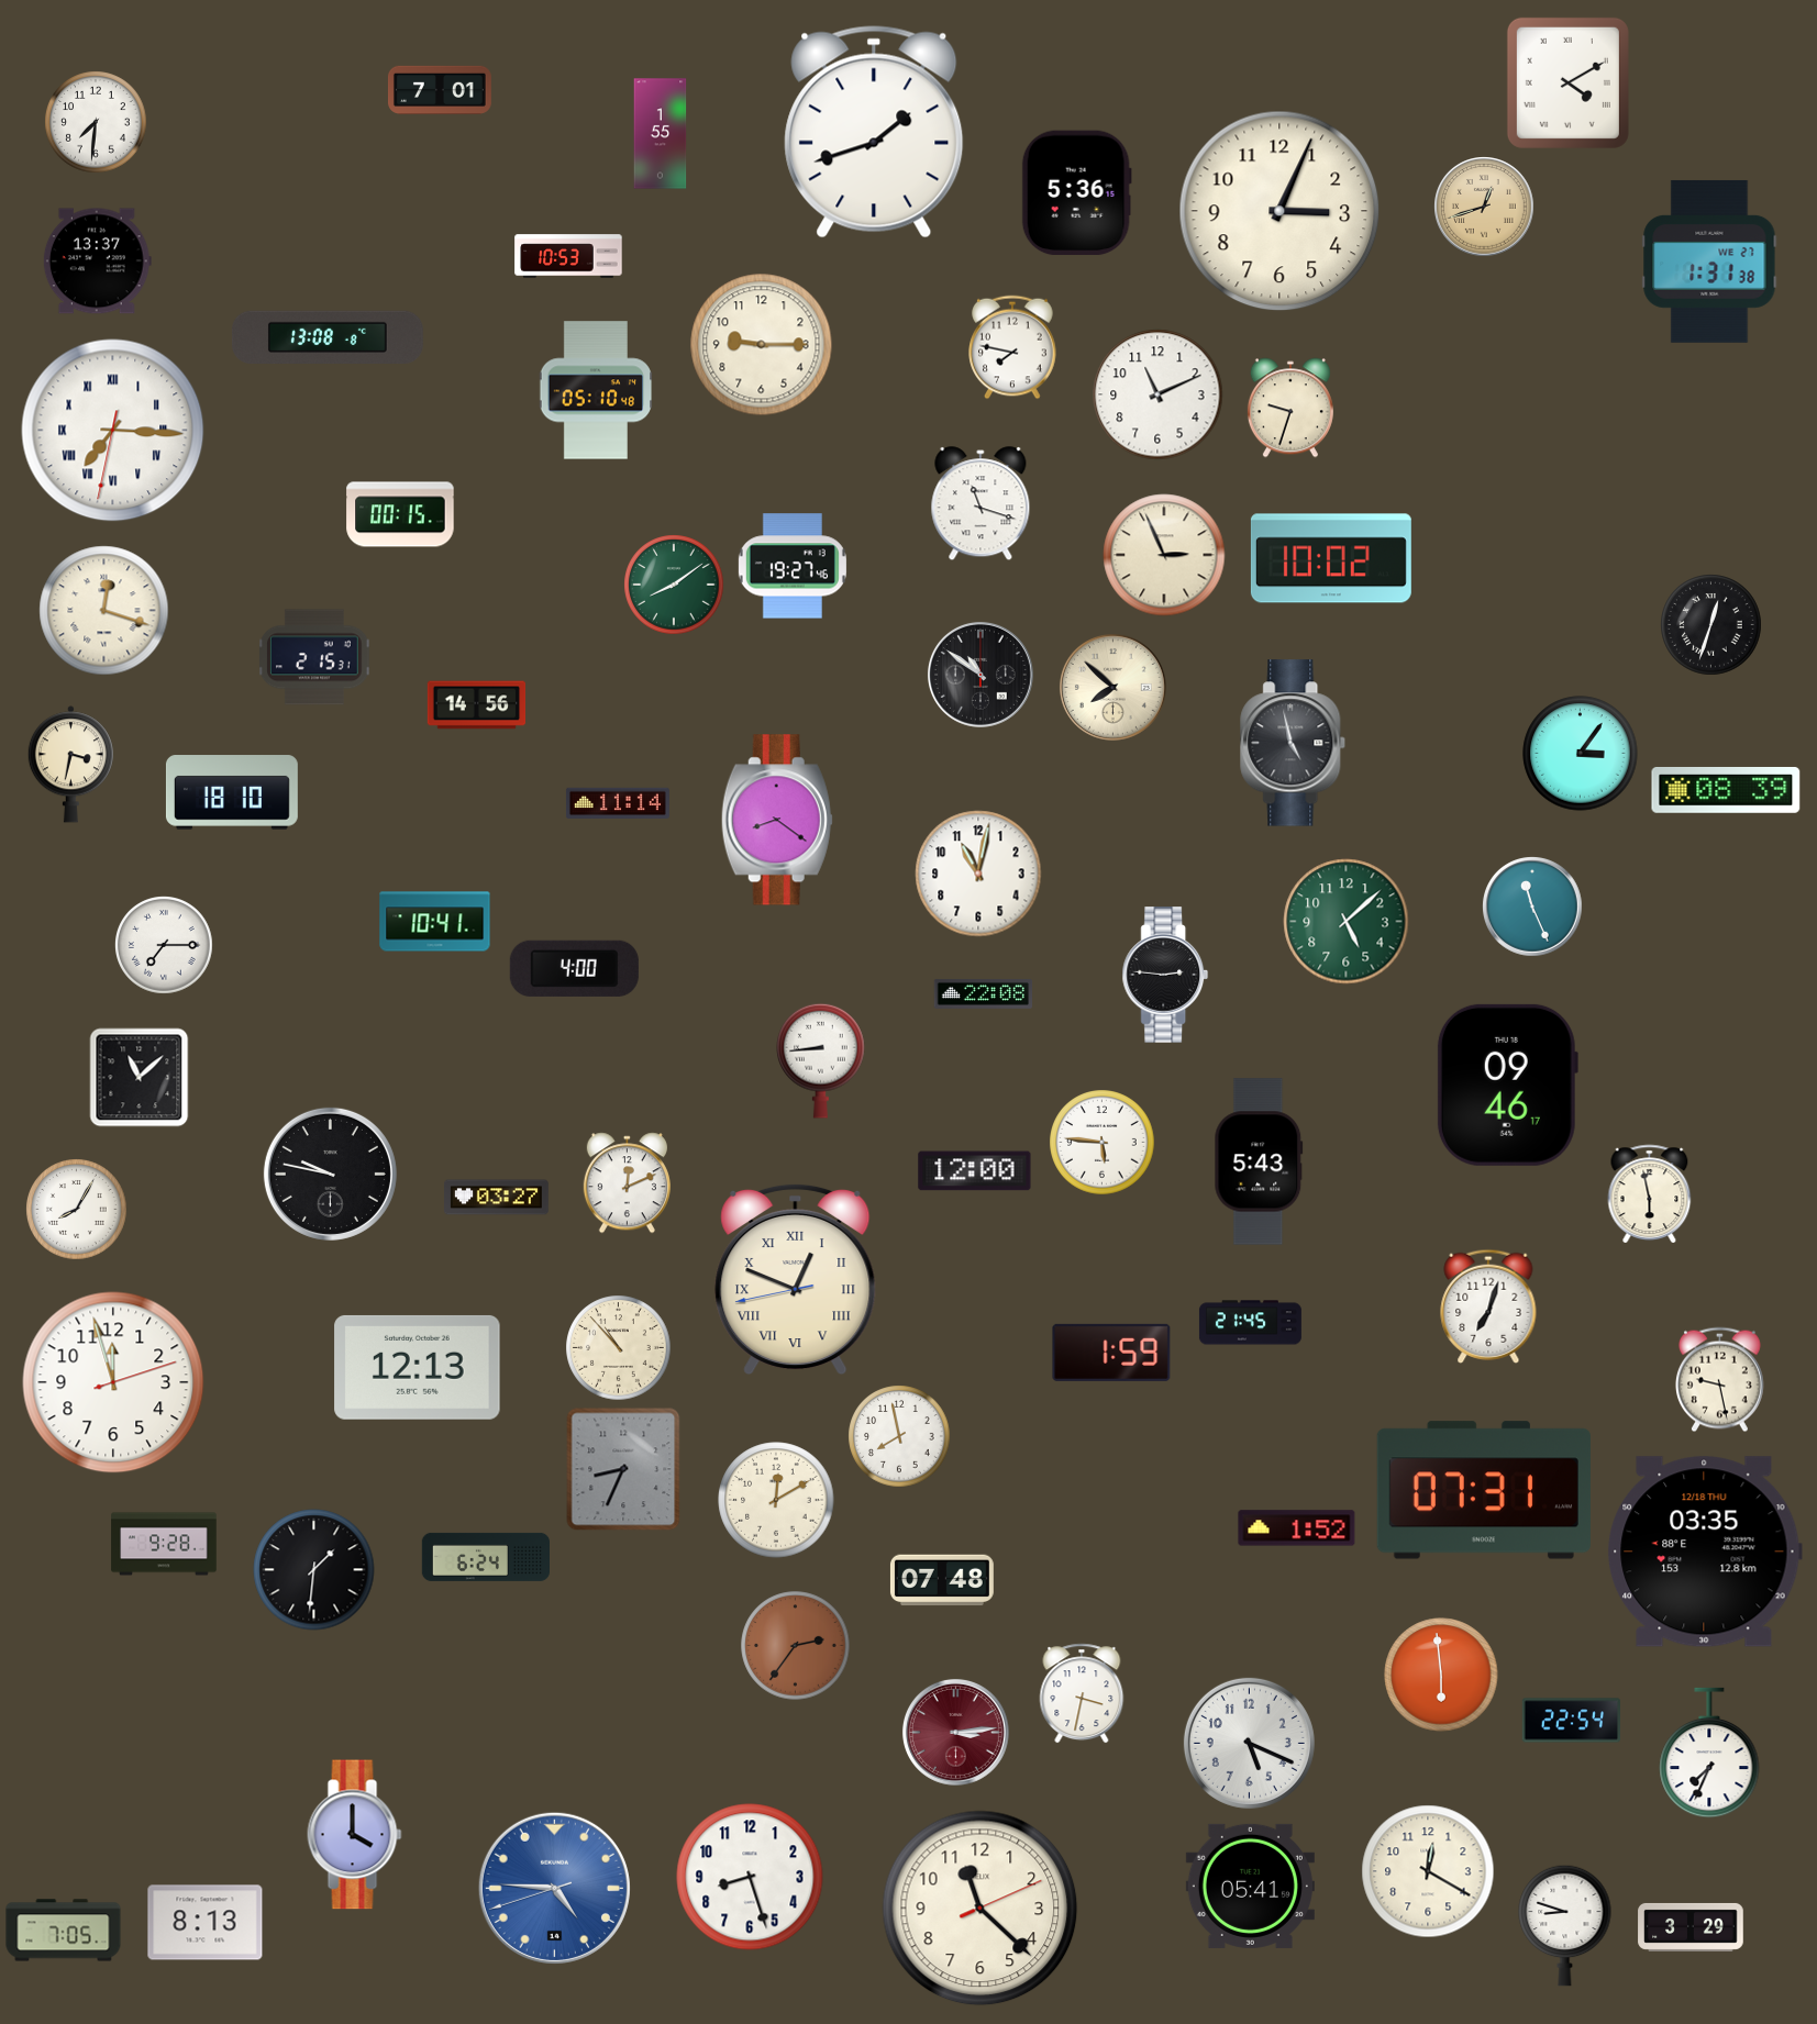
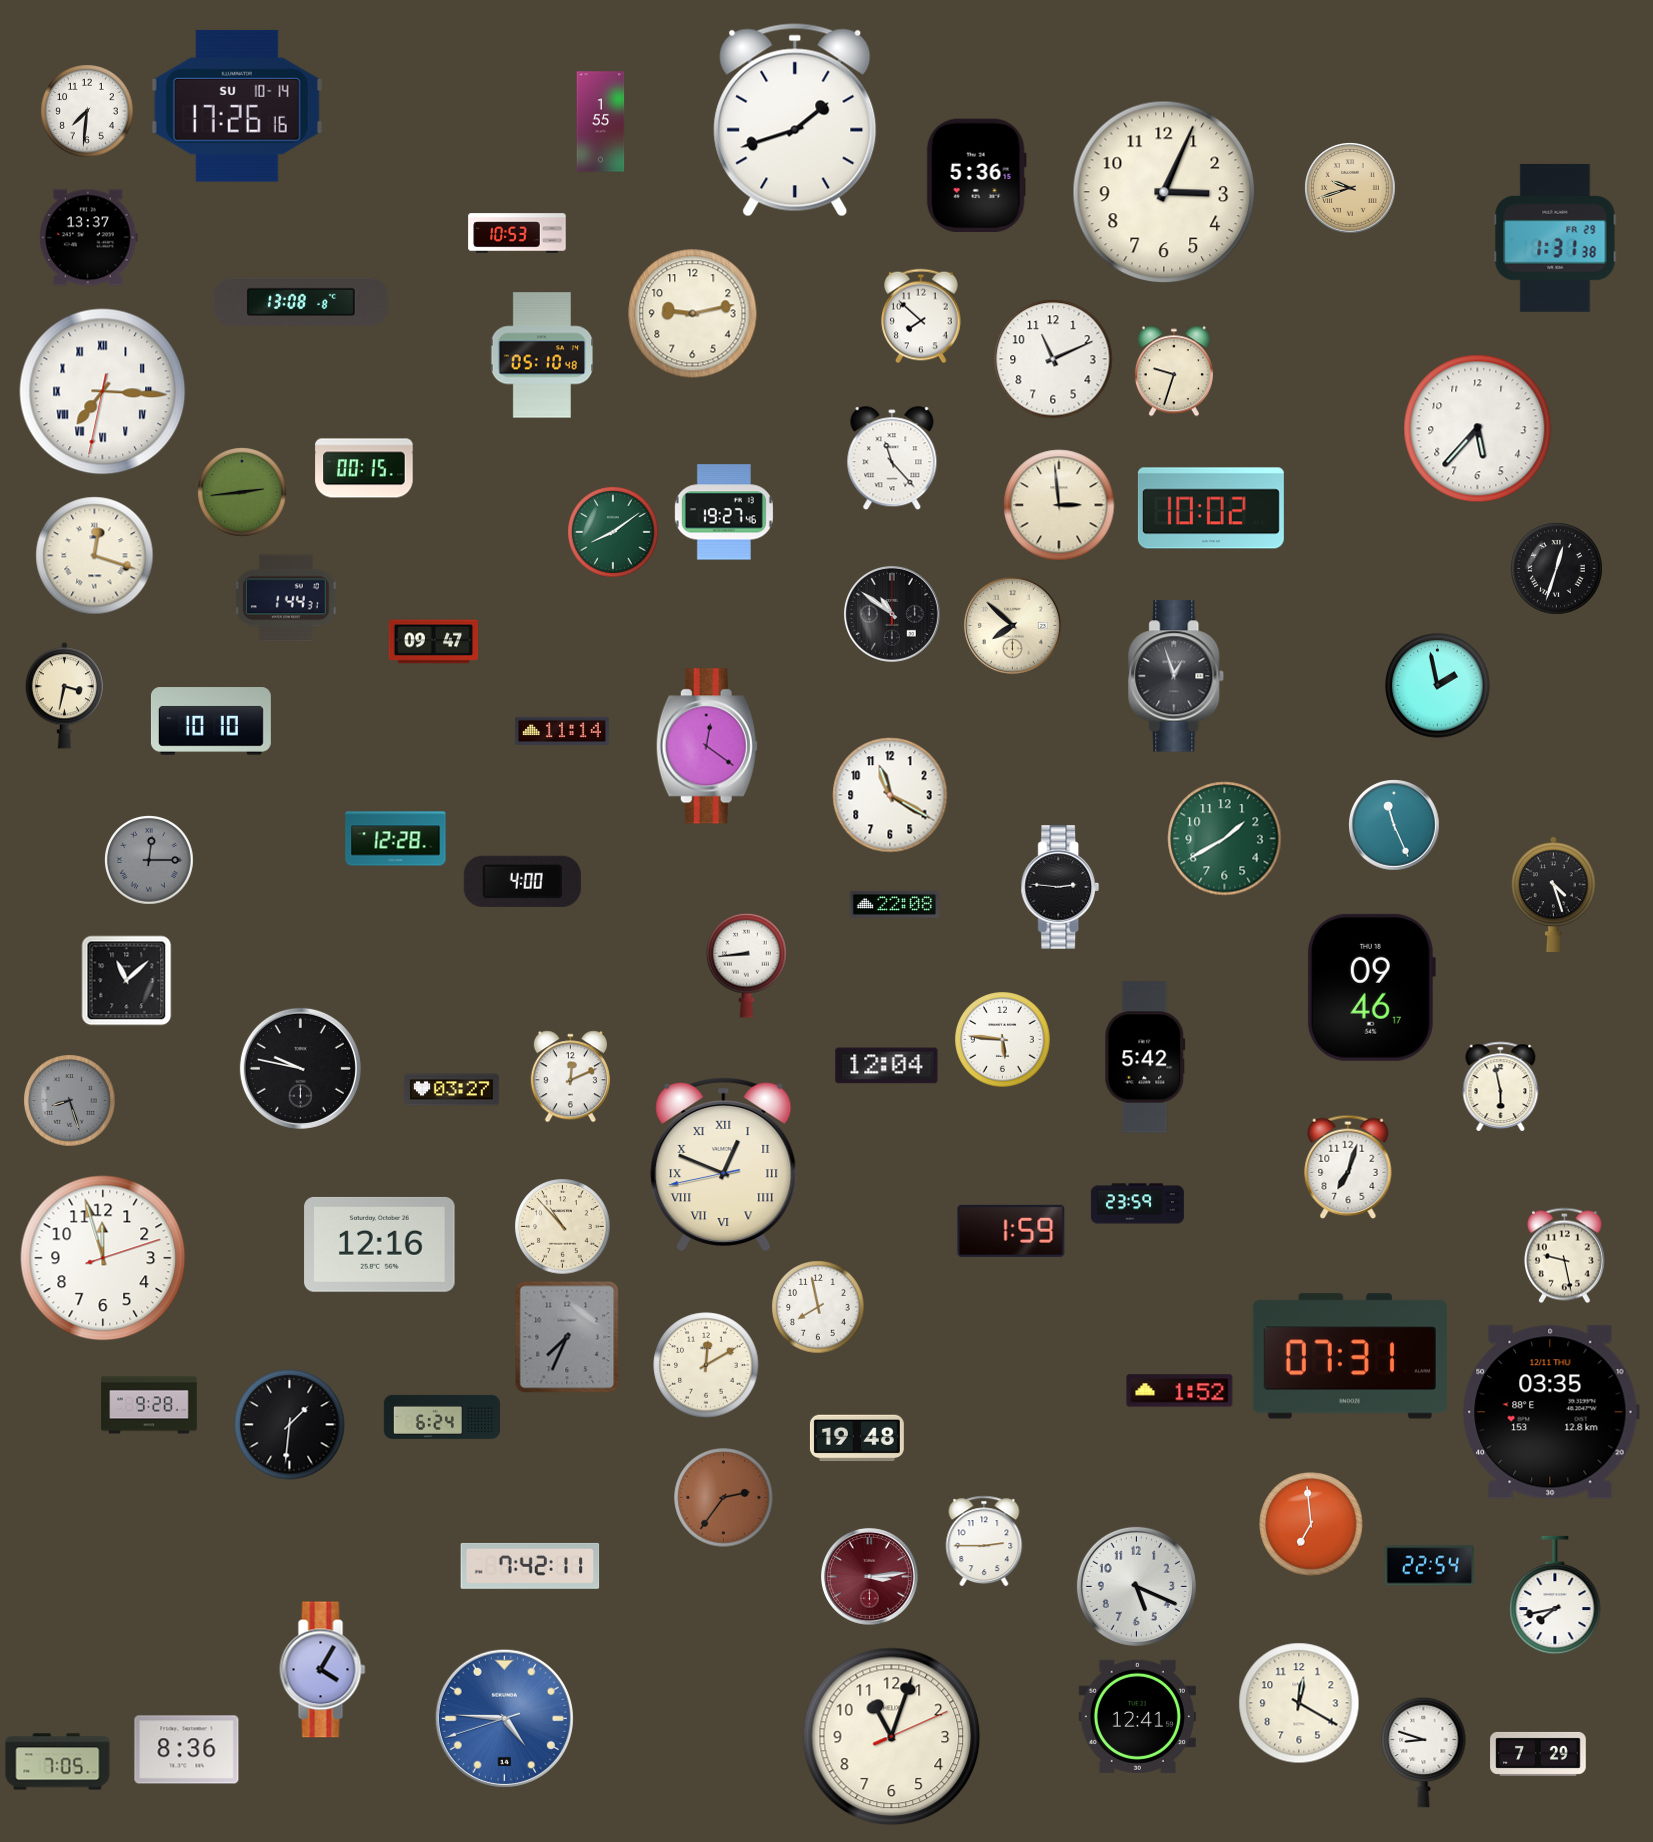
clock at (1567, 82): 4:10 -> none
clock at (440, 90): 7:01 -> none
clock at (237, 106): none -> 17:26
clock at (1076, 193) position: (1076, 193) -> (976, 176)
clock at (1485, 208): 12:42 -> 9:42
clock at (1709, 262) date: WE 27 -> FR 29
clock at (328, 336) position: (328, 336) -> (301, 301)
clock at (762, 345): 9:15 -> 9:13
clock at (1012, 347): 7:47 -> 7:52
clock at (1478, 429): none -> 5:37
clock at (980, 504): 11:18 -> 11:23
clock at (243, 493): none -> 2:44
clock at (1164, 555): 2:56 -> 2:59
clock at (793, 566) position: (793, 566) -> (724, 512)
clock at (315, 657): 2:15 -> 1:44
clock at (477, 705): 14:56 -> 09:47
clock at (1294, 743): 4:58 -> 12:57
clock at (1581, 754): 3:06 -> 1:58
clock at (1726, 790): 08:39 -> none
clock at (232, 792): 18:10 -> 10:10
clock at (777, 820): 8:21 -> 12:21
clock at (978, 874): 11:02 -> 11:20
clock at (435, 922): 10:41 -> 12:28
clock at (1347, 922): 5:08 -> 1:40
clock at (165, 946): 7:15 -> 12:15
clock at (165, 946) dial: white -> grey
clock at (1554, 894): none -> 4:27
clock at (1259, 1161): 5:43 -> 5:42
clock at (975, 1171): 12:00 -> 12:04
clock at (77, 1210): 8:05 -> 8:27
clock at (77, 1210) dial: white -> grey
clock at (1488, 1306) position: (1488, 1306) -> (1348, 1167)
clock at (1250, 1323): 21:45 -> 23:59
clock at (418, 1367): 12:13 -> 12:16
clock at (623, 1469): 8:34 -> 7:34
clock at (1705, 1552) date: 12/18 THU -> 12/11 THU
clock at (314, 1570) position: (314, 1570) -> (290, 1425)
clock at (942, 1580): 07:48 -> 19:48
clock at (1441, 1675): 5:59 -> 6:59
clock at (1082, 1693): 3:32 -> 2:45
clock at (530, 1566): none -> 7:42
clock at (1709, 1753): 7:34 -> 7:43
clock at (355, 1835): 4:00 -> 4:05
clock at (750, 1877): 8:27 -> none
clock at (1250, 1886): 05:41 -> 12:41
clock at (980, 1909): 11:22 -> 11:03
clock at (206, 1923): 8:13 -> 8:36
clock at (1691, 1927): 3:29 -> 7:29
clock at (64, 1931) position: (64, 1931) -> (58, 1762)
